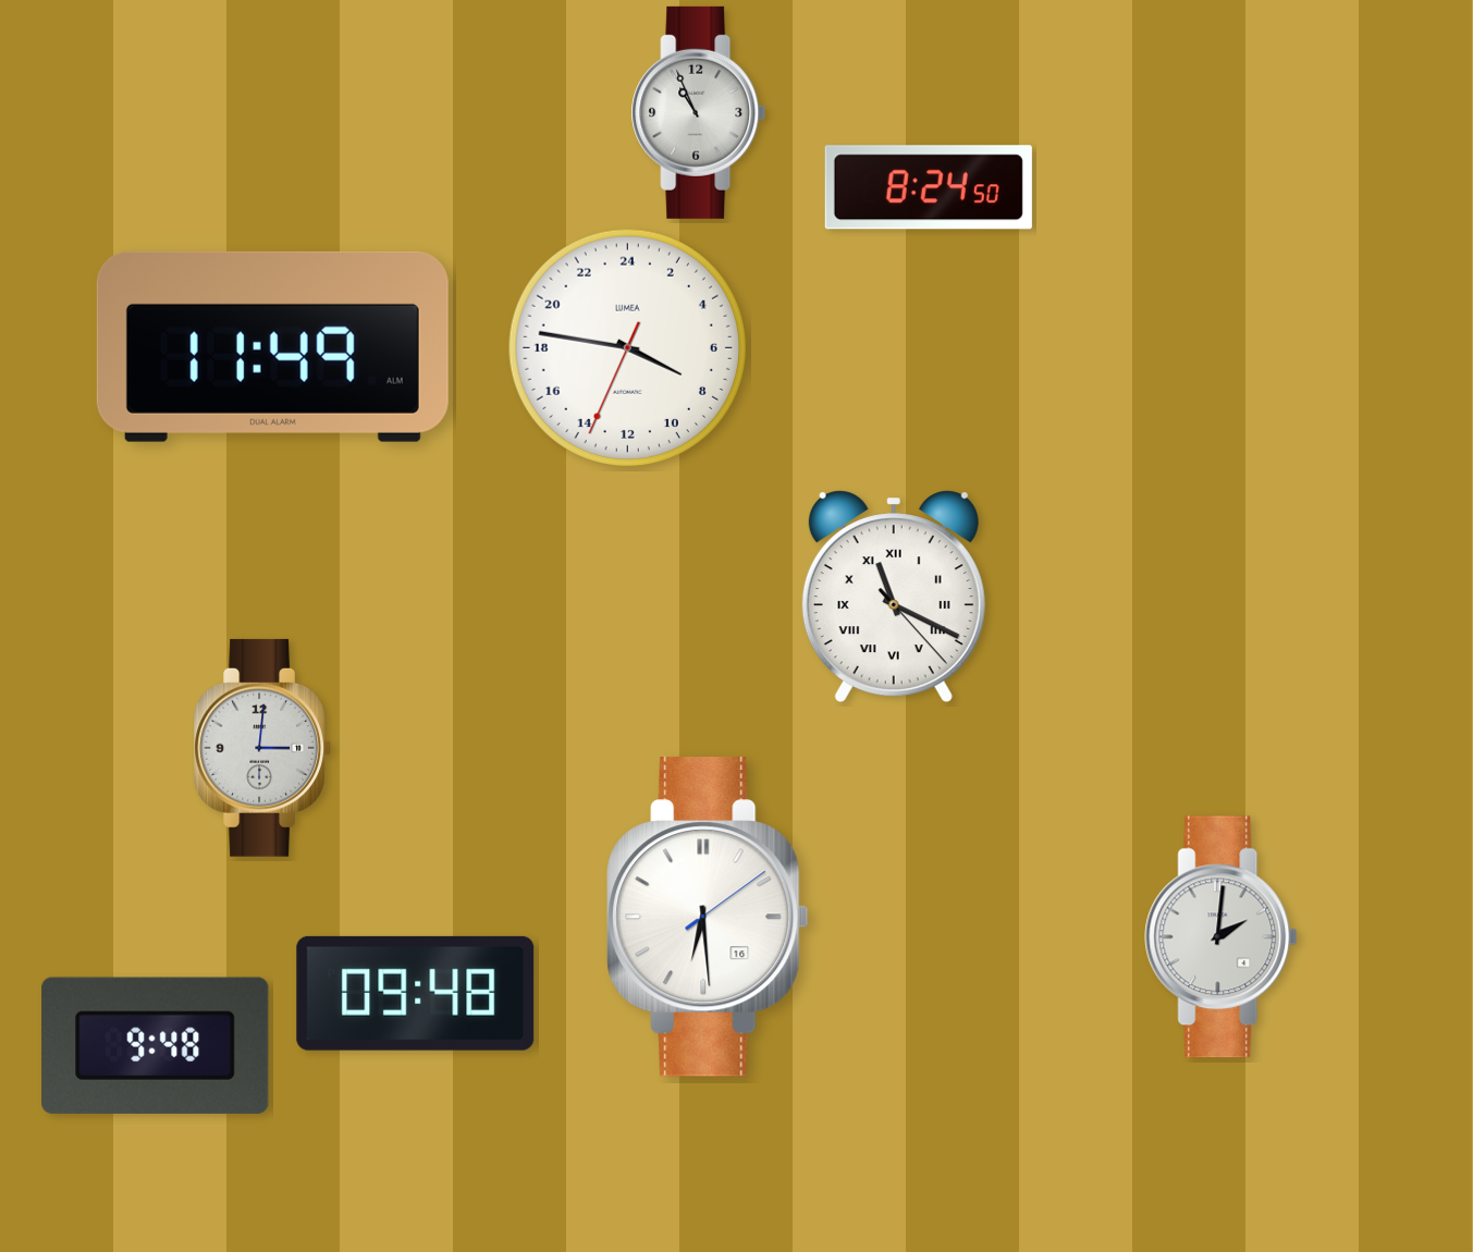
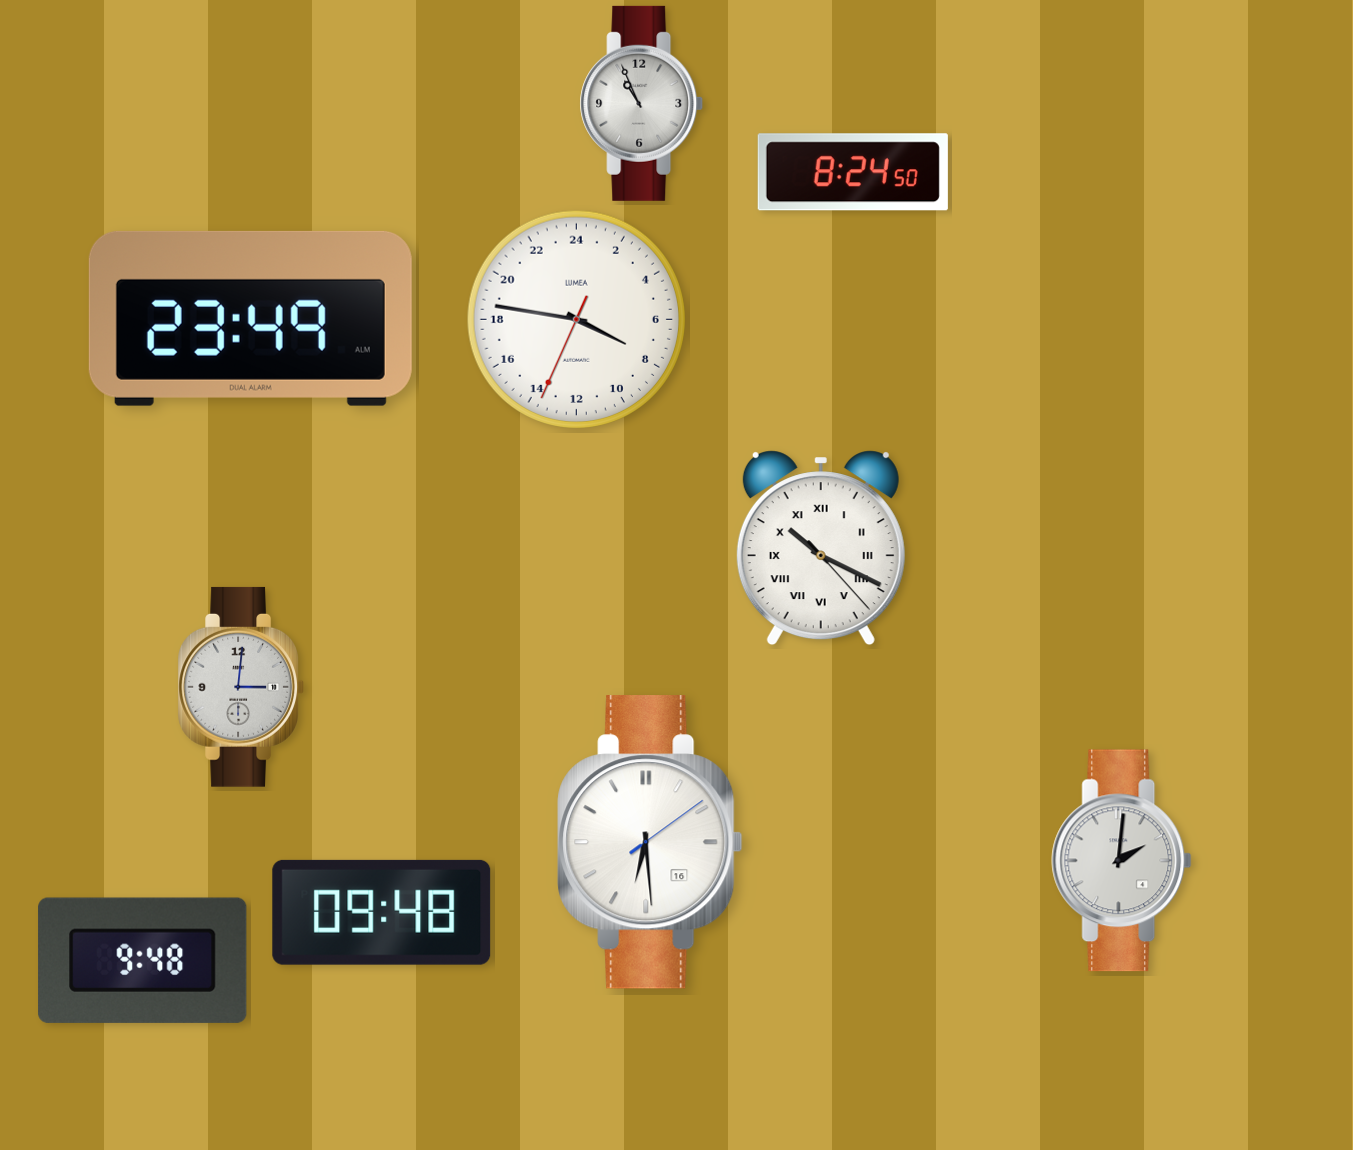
clock at (272, 346): 11:49 -> 23:49
clock at (894, 597): 11:19 -> 10:19
